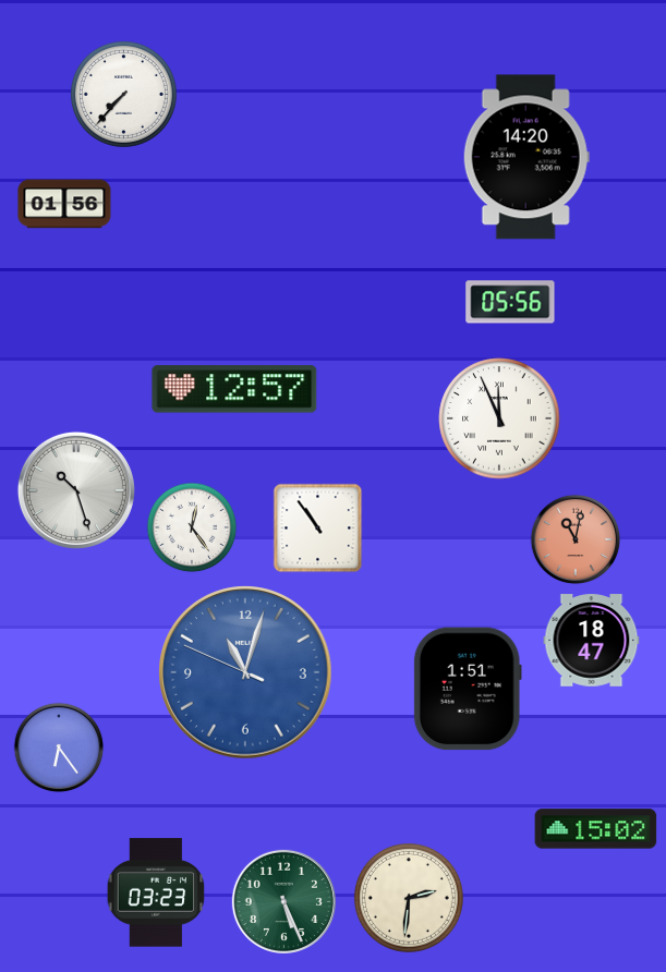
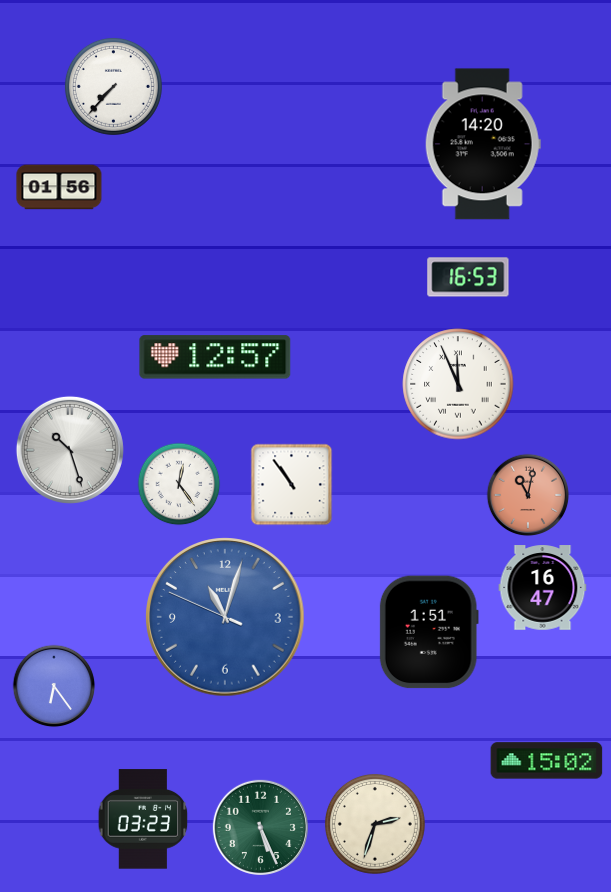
clock at (510, 302): 05:56 -> 16:53
clock at (192, 527) position: (192, 527) -> (179, 484)
clock at (592, 641): 18:47 -> 16:47
clock at (409, 898): 2:31 -> 2:33
